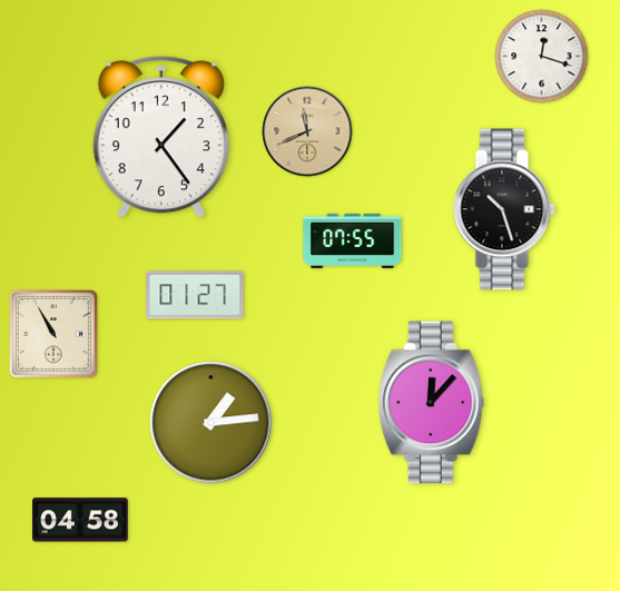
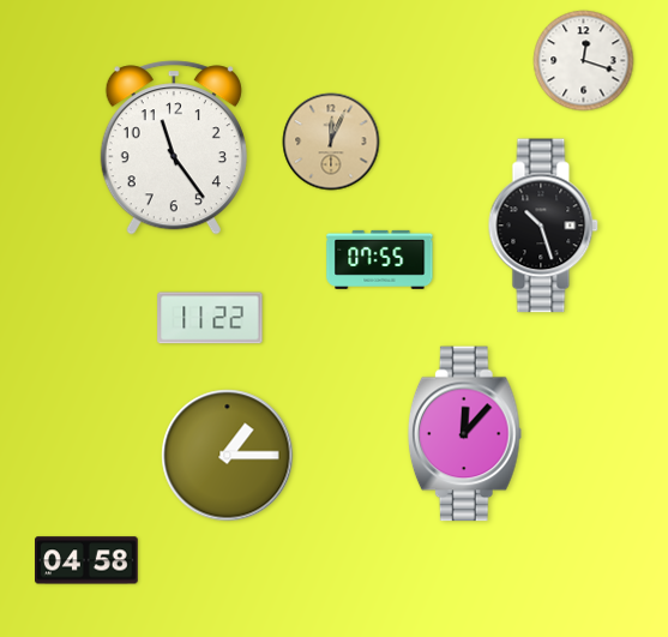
clock at (307, 131): 11:41 -> 12:04
clock at (161, 137): 1:24 -> 11:24
clock at (195, 295): 01:27 -> 11:22
clock at (53, 334): 10:55 -> none
clock at (211, 423): 1:14 -> 1:15
